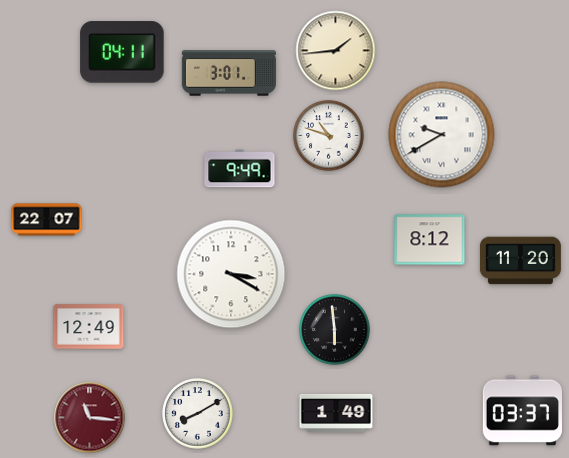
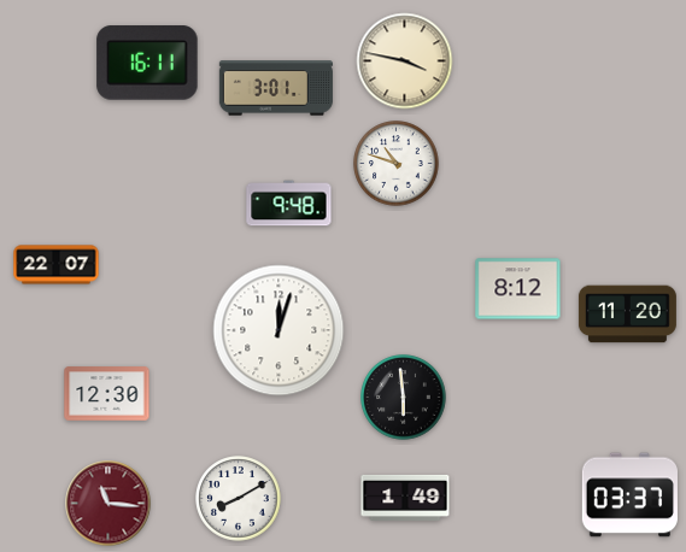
clock at (336, 51): 1:44 -> 3:47
clock at (122, 52): 04:11 -> 16:11
clock at (442, 135): 9:40 -> none
clock at (240, 169): 9:49 -> 9:48
clock at (231, 274): 3:20 -> 12:03
clock at (89, 327): 12:49 -> 12:30
